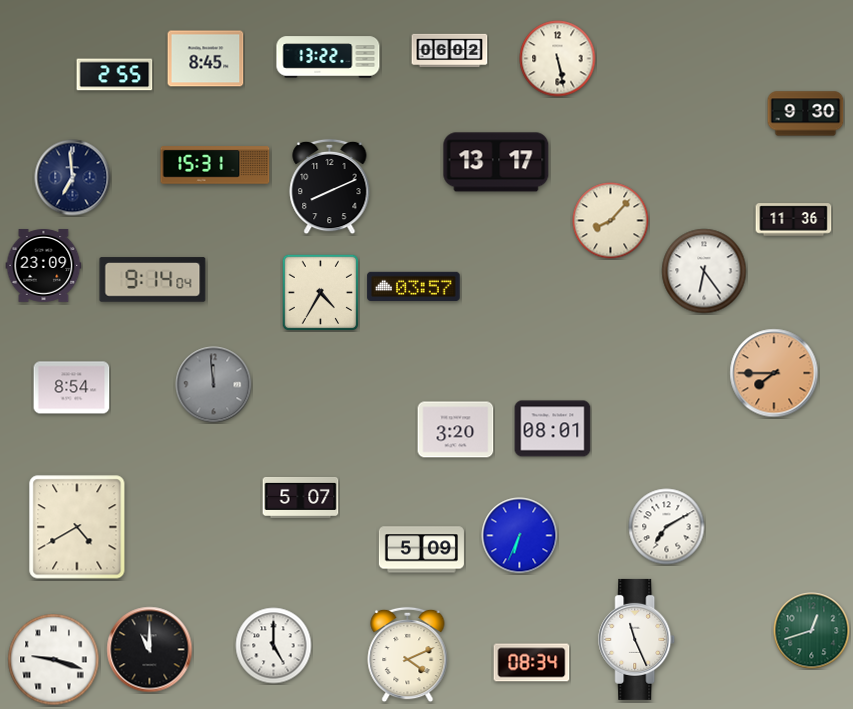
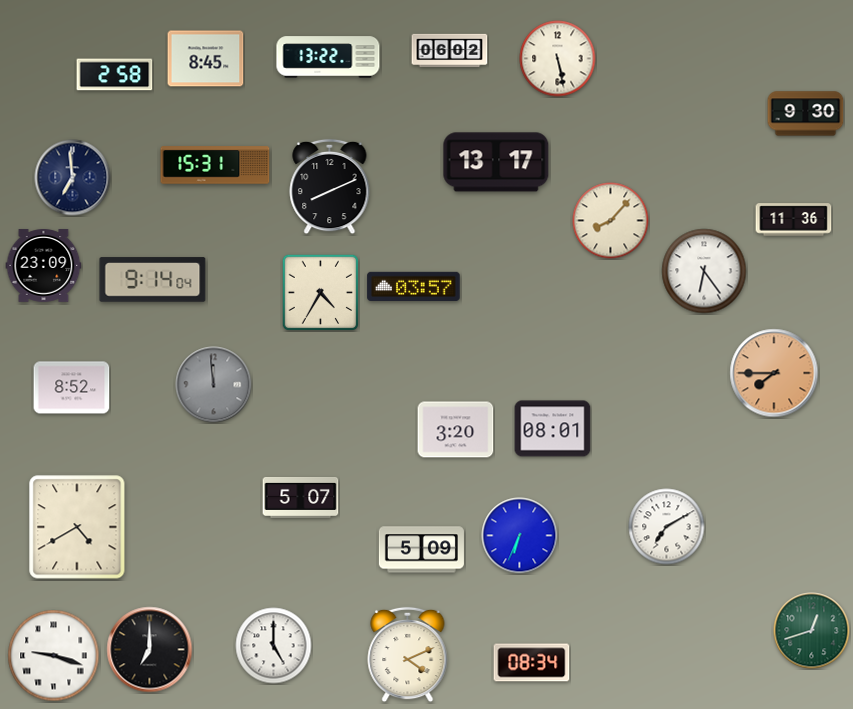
clock at (115, 75): 2:55 -> 2:58
clock at (72, 388): 8:54 -> 8:52
clock at (637, 639): 11:26 -> none
clock at (150, 650): 11:00 -> 7:00
clock at (54, 660) position: (54, 660) -> (54, 656)
